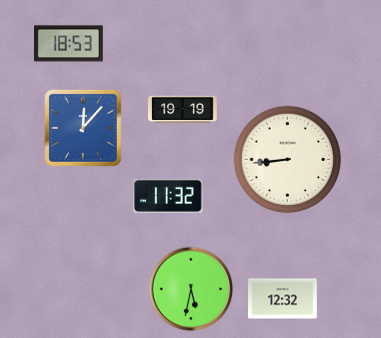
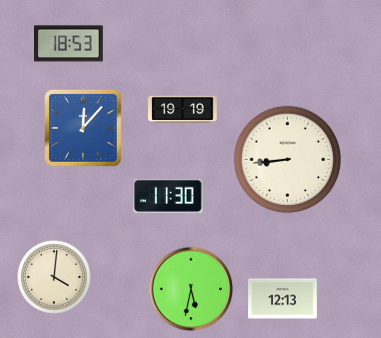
clock at (168, 196): 11:32 -> 11:30
clock at (54, 277): none -> 4:01
clock at (283, 299): 12:32 -> 12:13
